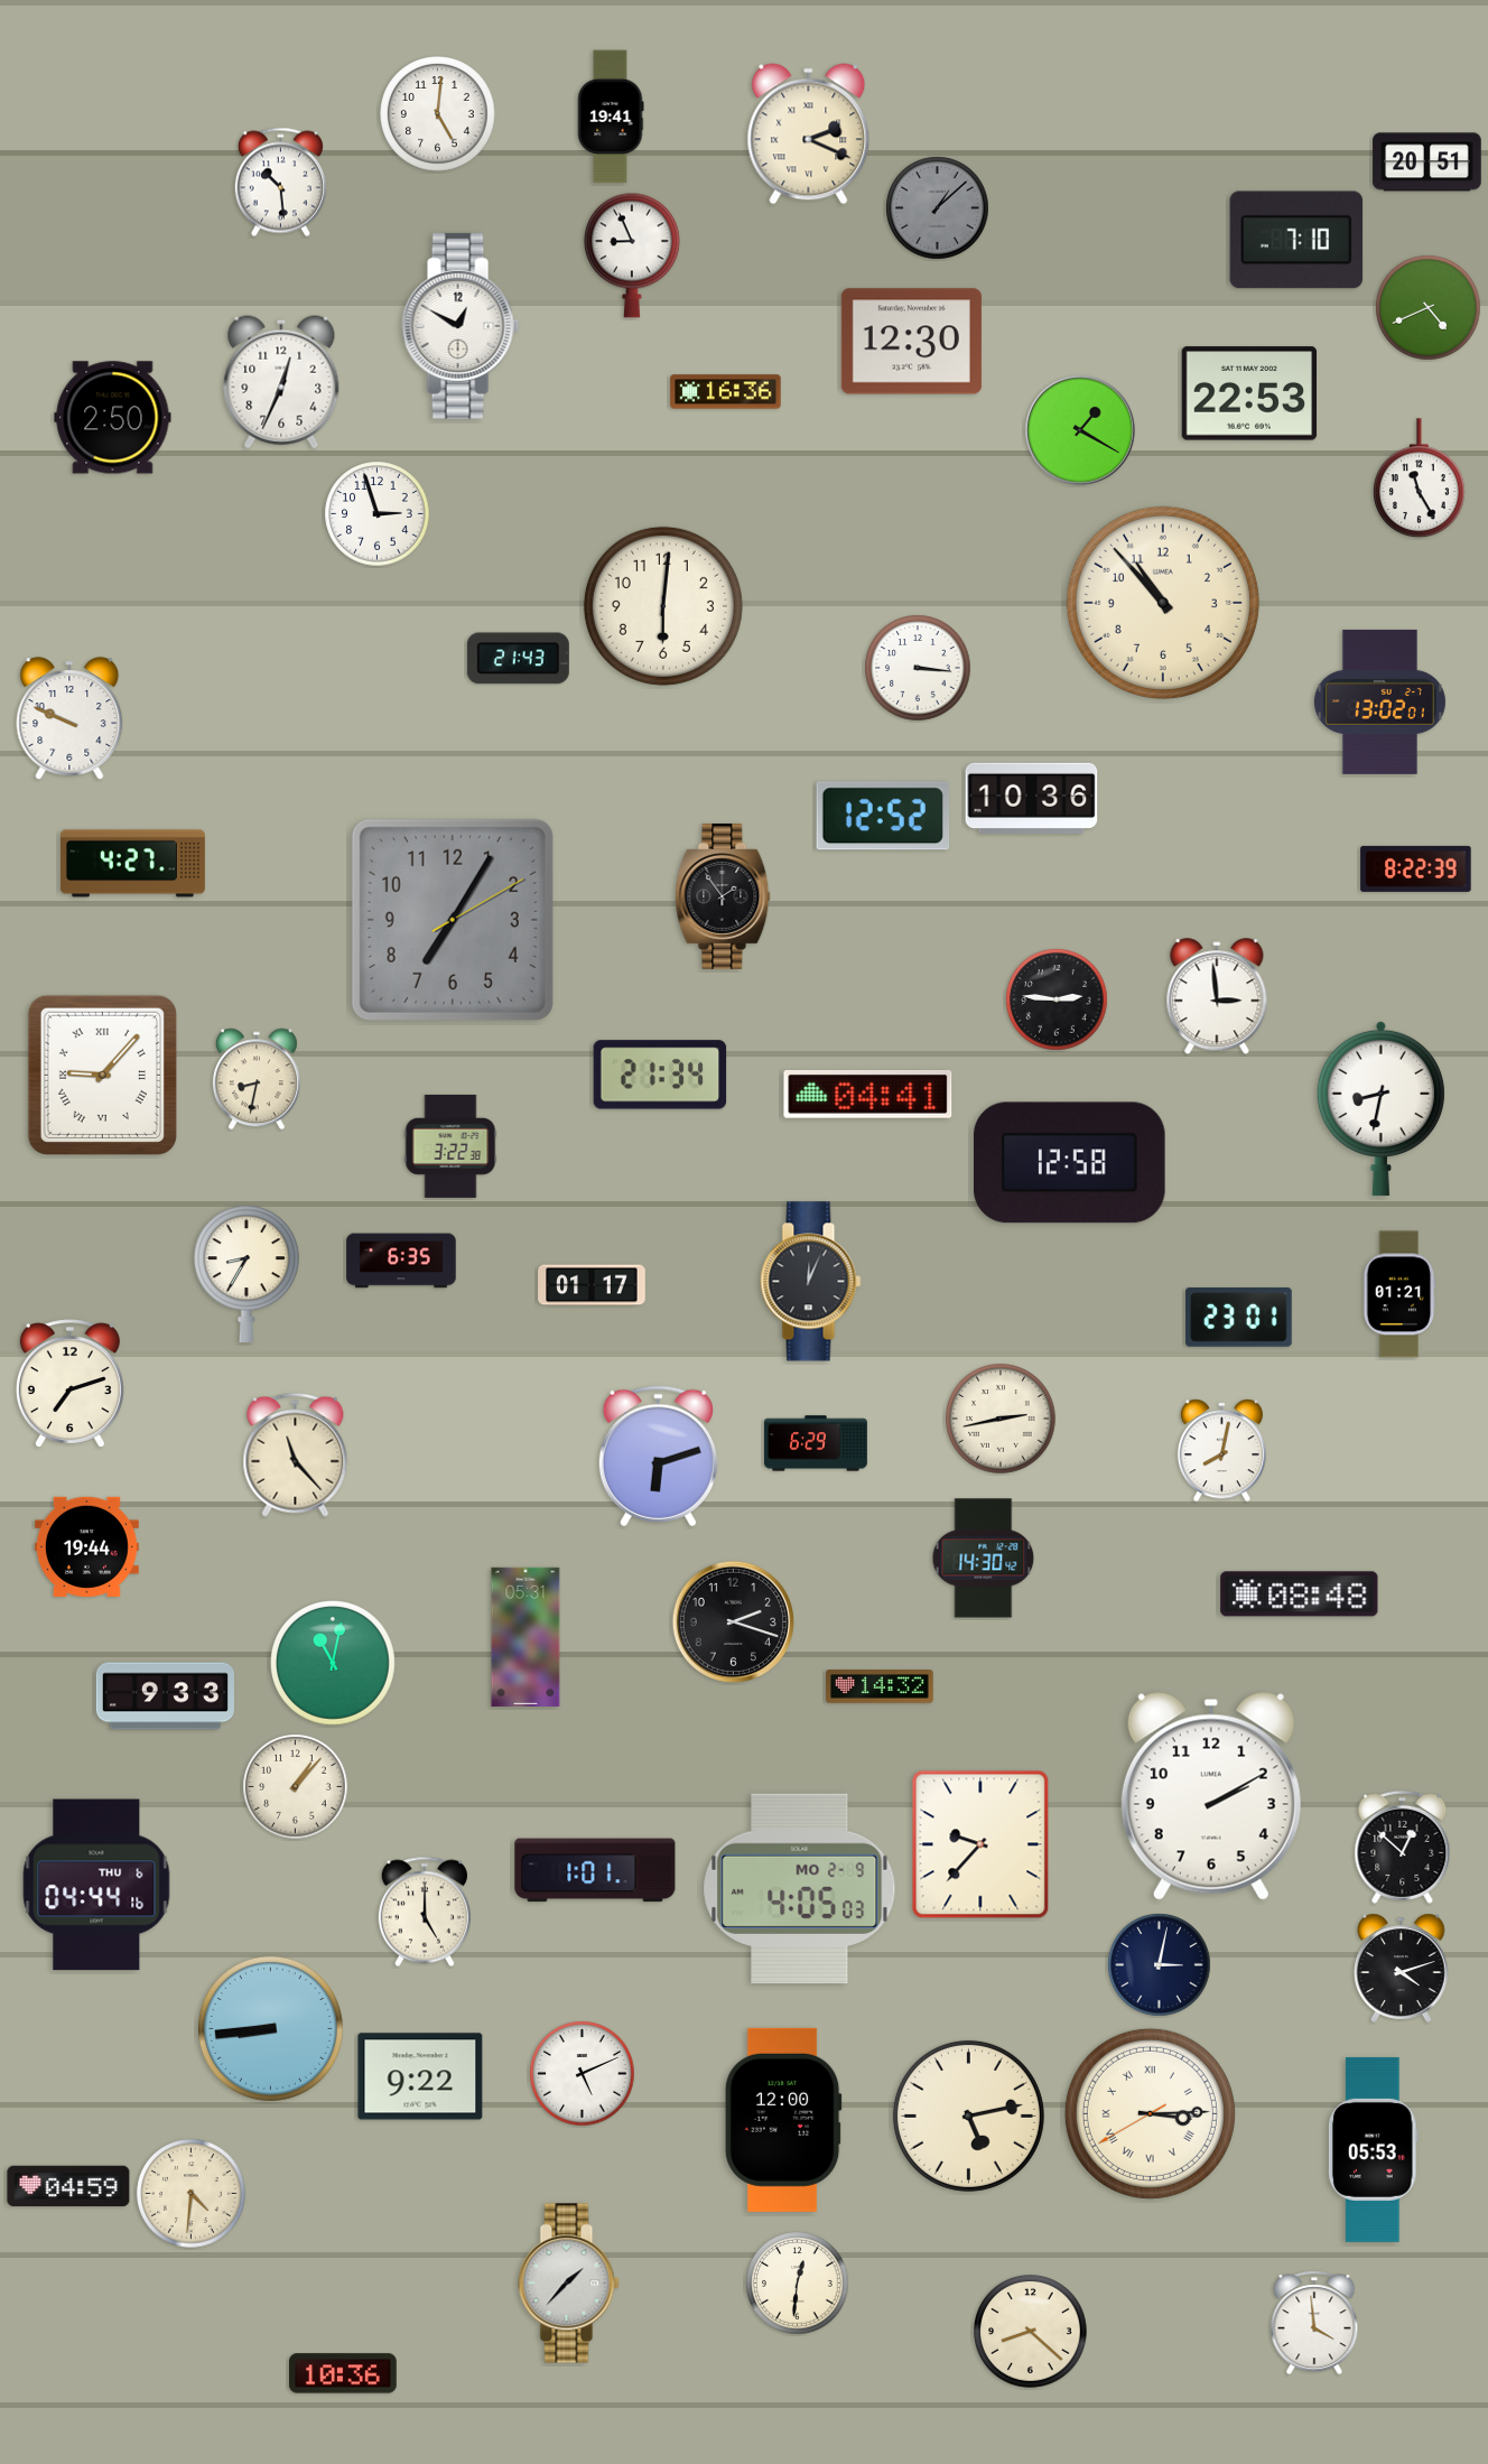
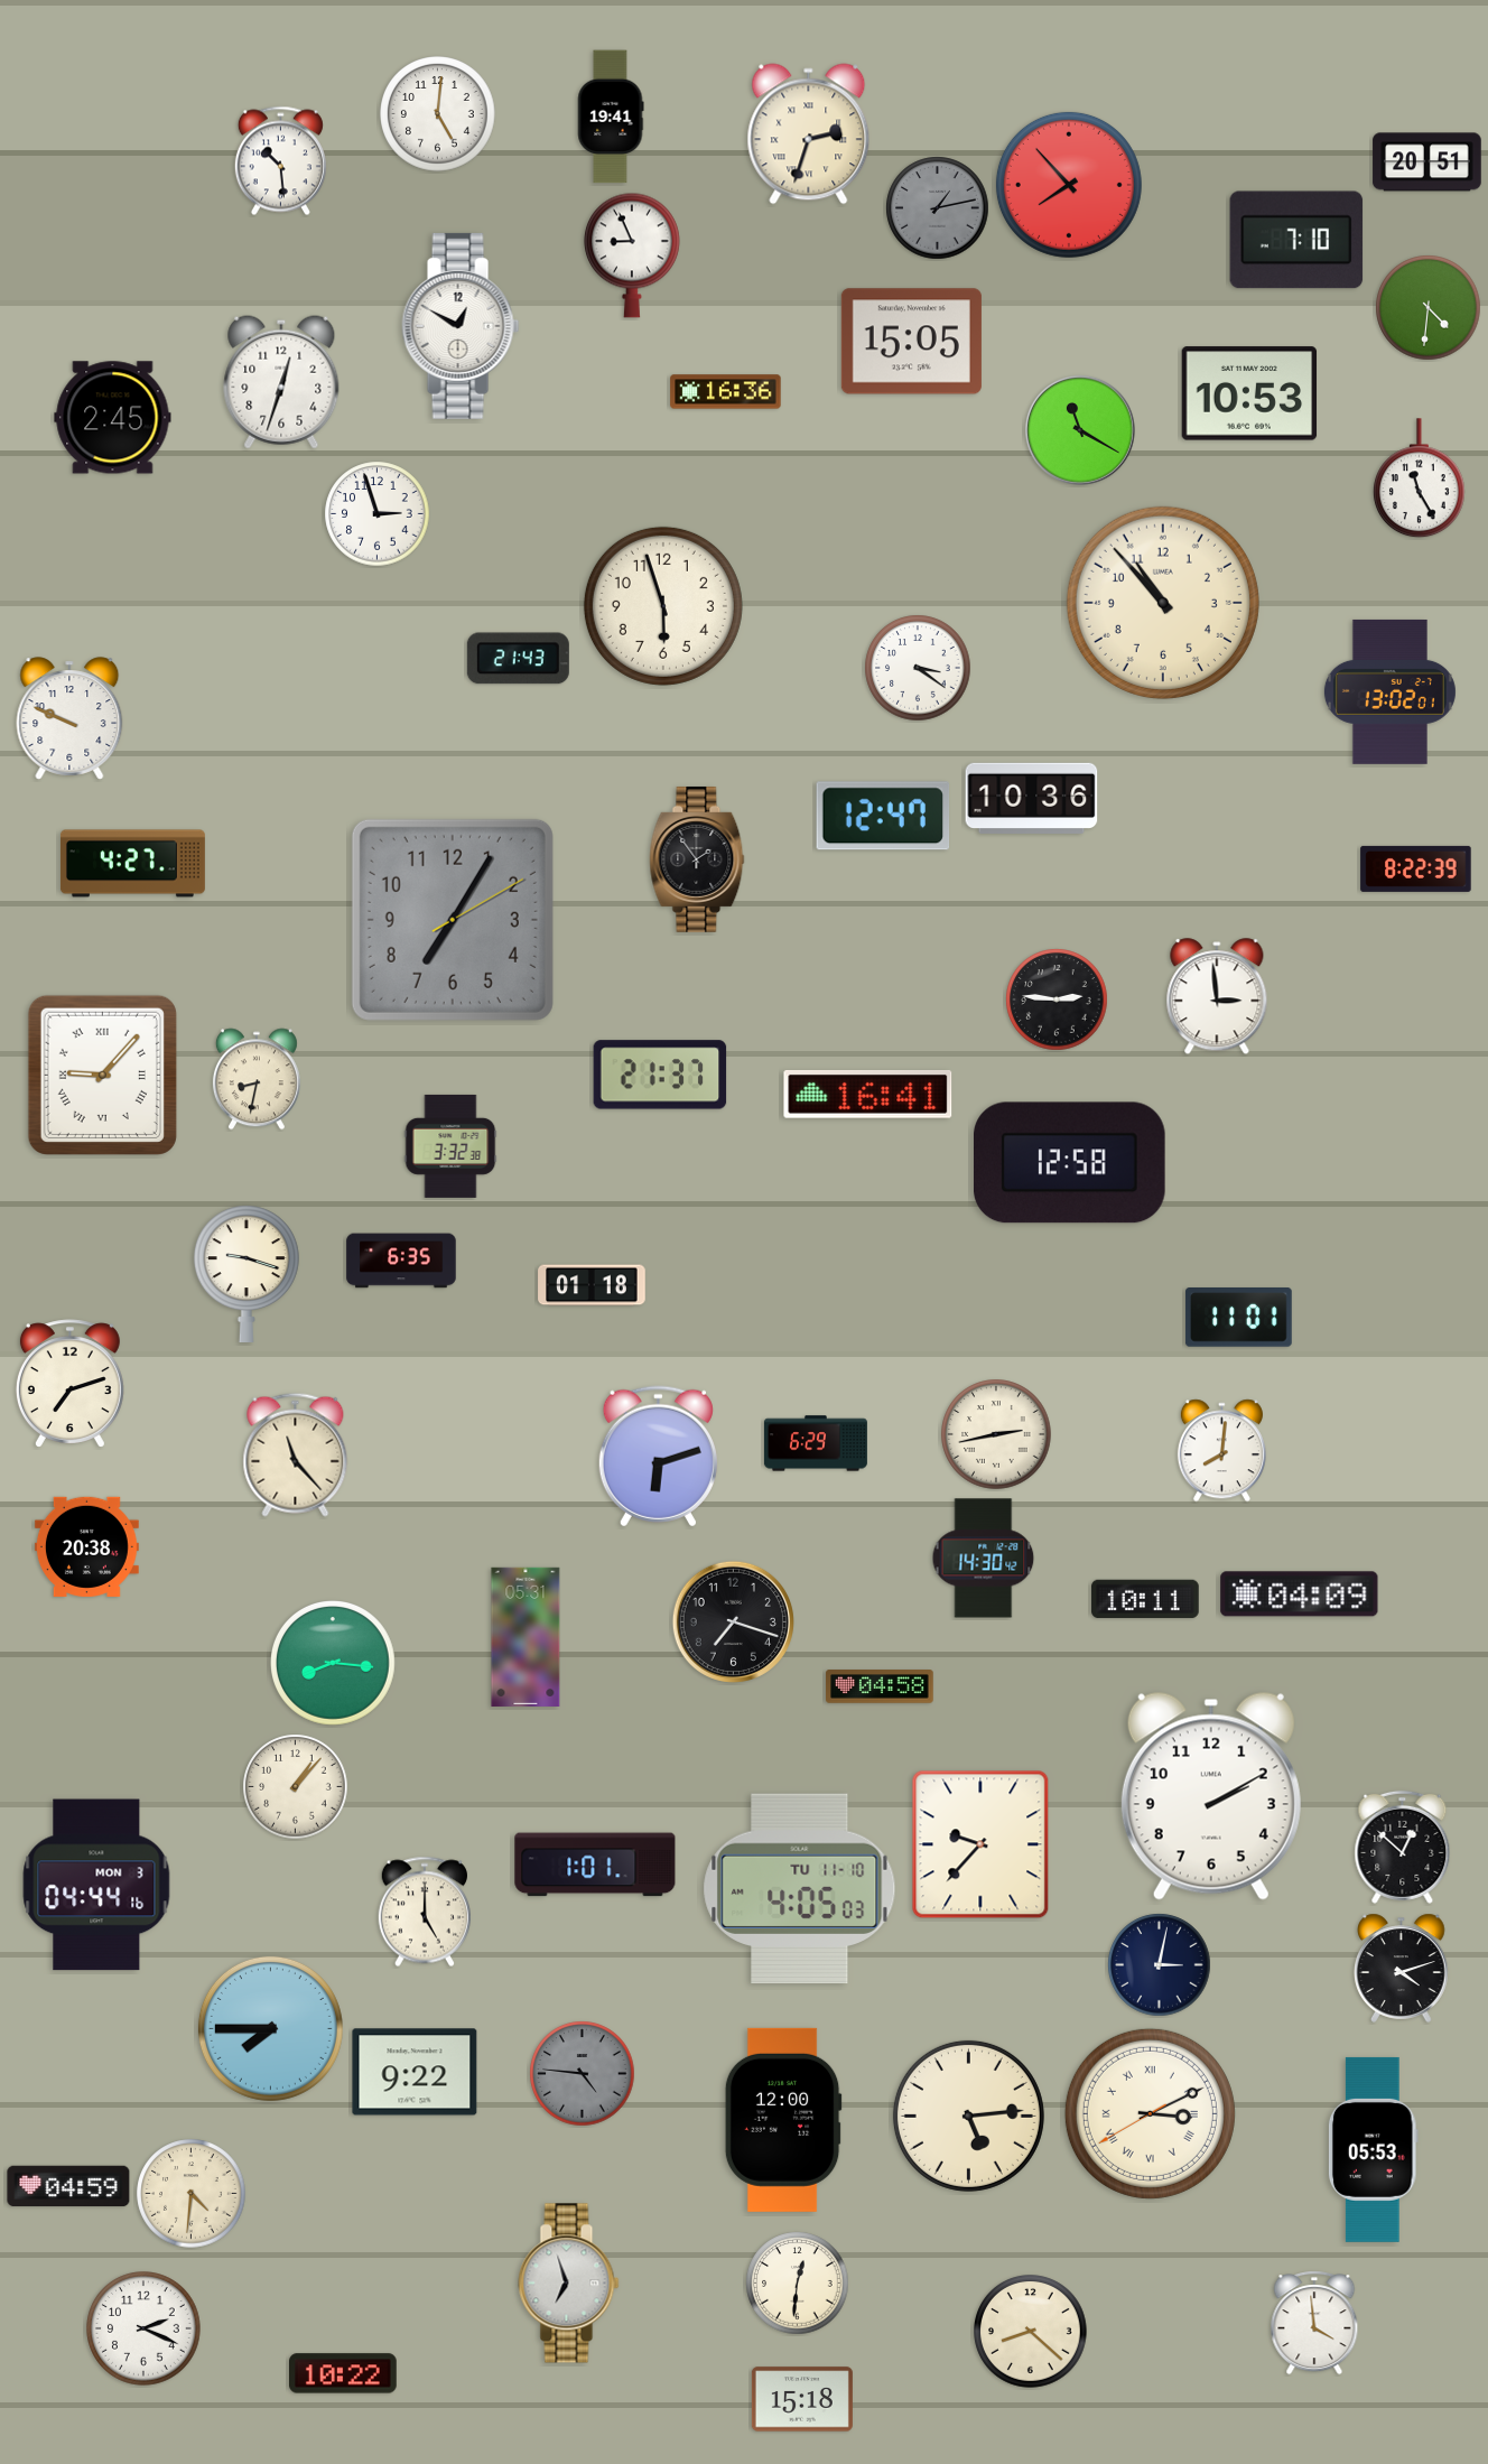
clock at (809, 134): 2:19 -> 2:33
clock at (280, 183) position: (280, 183) -> (280, 161)
clock at (1069, 185): none -> 7:53
clock at (938, 208): 1:08 -> 1:13
clock at (1429, 308): 4:41 -> 4:31
clock at (911, 342): 12:30 -> 15:05
clock at (281, 382): 12:34 -> 12:33
clock at (1249, 393): 22:53 -> 10:53
clock at (113, 418): 2:50 -> 2:45
clock at (1080, 430): 1:20 -> 11:20
clock at (663, 606): 6:01 -> 5:57
clock at (918, 668): 3:16 -> 3:21
clock at (1379, 701) position: (1379, 701) -> (1389, 691)
clock at (883, 816): 12:52 -> 12:47
clock at (723, 896) position: (723, 896) -> (697, 859)
clock at (660, 1075): 21:34 -> 21:37
clock at (868, 1095): 04:41 -> 16:41
clock at (1380, 1108): 8:32 -> none
clock at (450, 1146): 3:22 -> 3:32
clock at (247, 1273): 8:35 -> 9:18
clock at (811, 1282): 12:04 -> none
clock at (592, 1285): 01:17 -> 01:18
clock at (1399, 1294): 01:21 -> none
clock at (1239, 1318): 23:01 -> 11:01
clock at (1001, 1419) position: (1001, 1419) -> (996, 1434)
clock at (1221, 1451): 8:02 -> 8:01
clock at (86, 1546): 19:44 -> 20:38
clock at (1300, 1594): 08:48 -> 04:09
clock at (1145, 1599): none -> 10:11
clock at (733, 1621): 2:18 -> 7:18
clock at (334, 1664): 11:02 -> 8:16
clock at (880, 1686): 14:32 -> 04:58
clock at (165, 1696): 9:33 -> none
clock at (595, 1870) position: (595, 1870) -> (595, 1865)
clock at (96, 1885) date: THU 6 -> MON 3
clock at (800, 1889) date: MO 2-9 -> TU 11-10
clock at (270, 2028): 8:44 -> 7:45
clock at (583, 2074): 5:11 -> 4:46
clock at (583, 2074) dial: white -> grey
clock at (420, 2076) position: (420, 2076) -> (415, 2072)
clock at (1150, 2113): 3:14 -> 3:10
clock at (968, 2116): 5:13 -> 5:14
clock at (569, 2284): 1:37 -> 6:57
clock at (143, 2328): none -> 2:19
clock at (343, 2373): 10:36 -> 10:22
clock at (802, 2399): none -> 15:18
